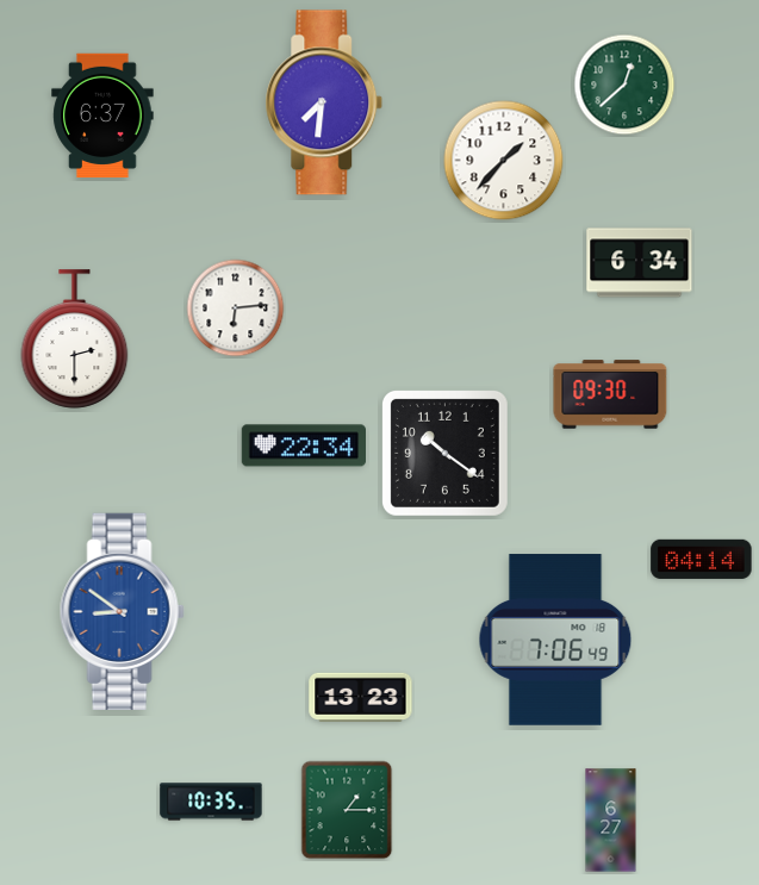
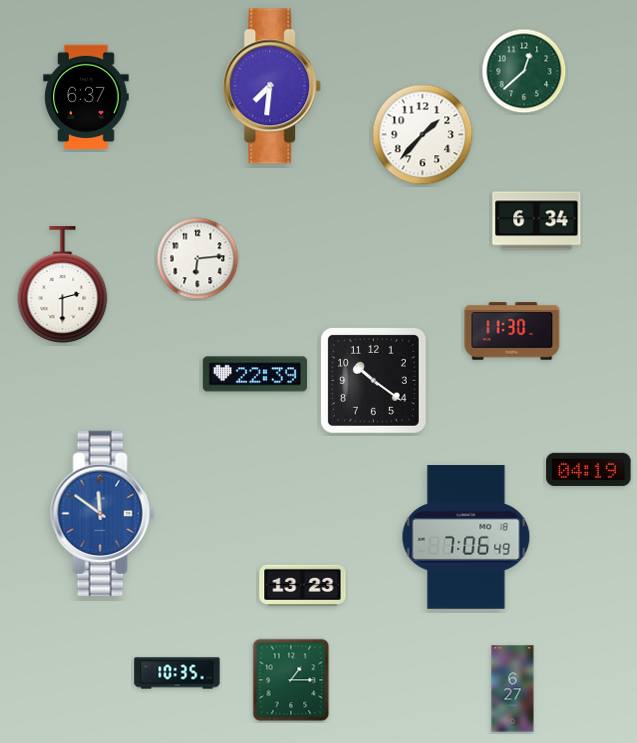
clock at (610, 394): 09:30 -> 11:30
clock at (303, 445): 22:34 -> 22:39
clock at (702, 559): 04:14 -> 04:19
clock at (122, 611): 8:51 -> 11:51
